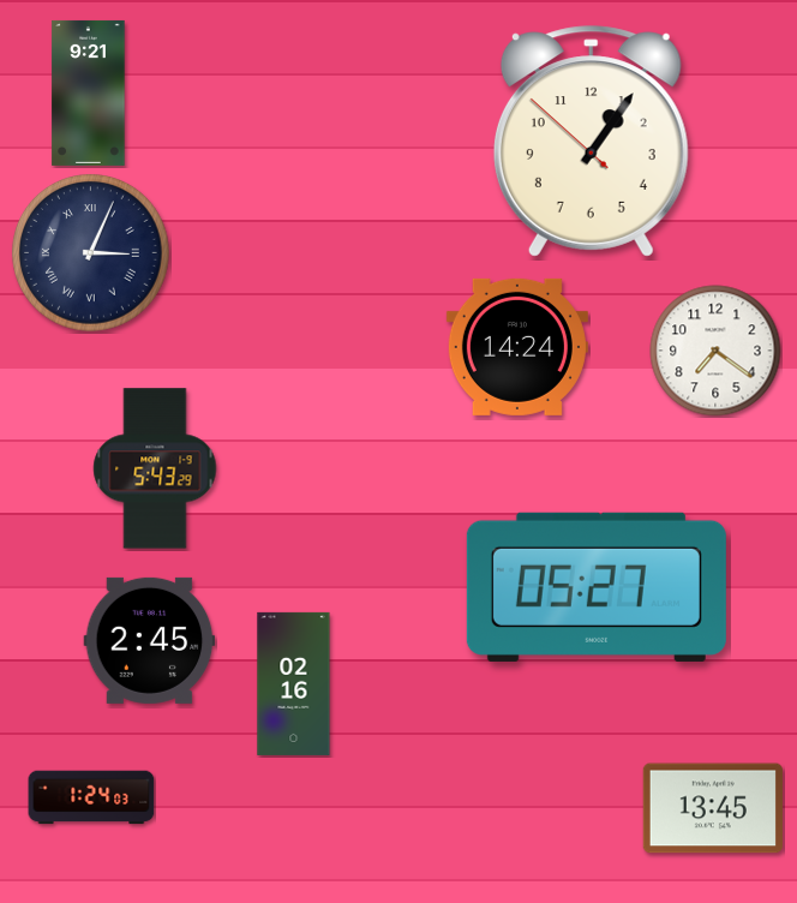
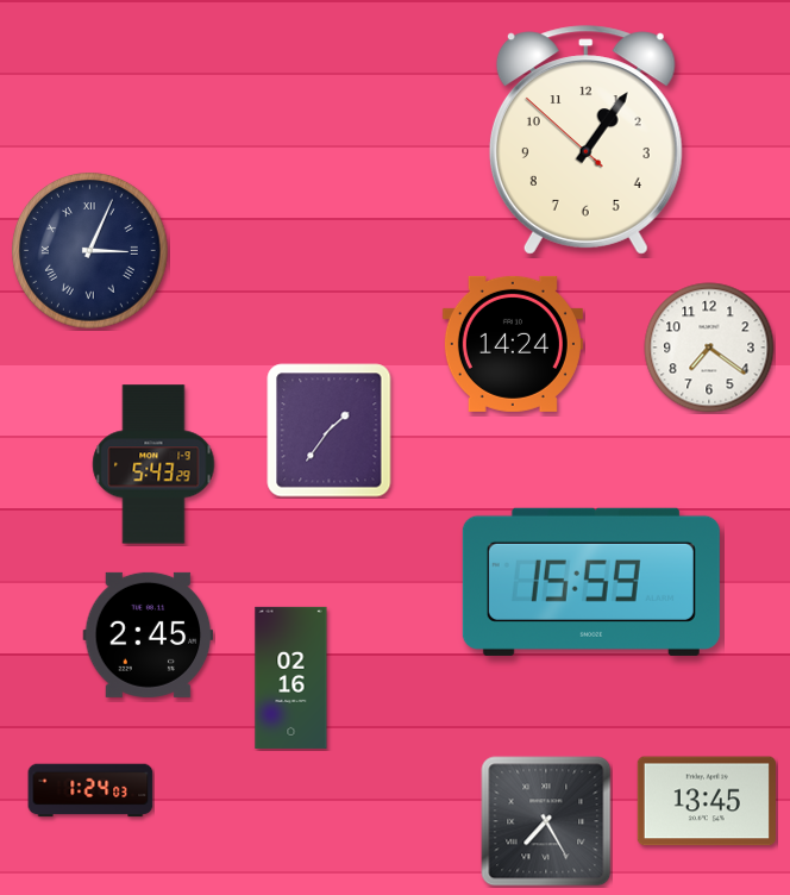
clock at (89, 92): 9:21 -> none
clock at (330, 431): none -> 1:36
clock at (597, 587): 05:27 -> 15:59
clock at (546, 821): none -> 7:25
